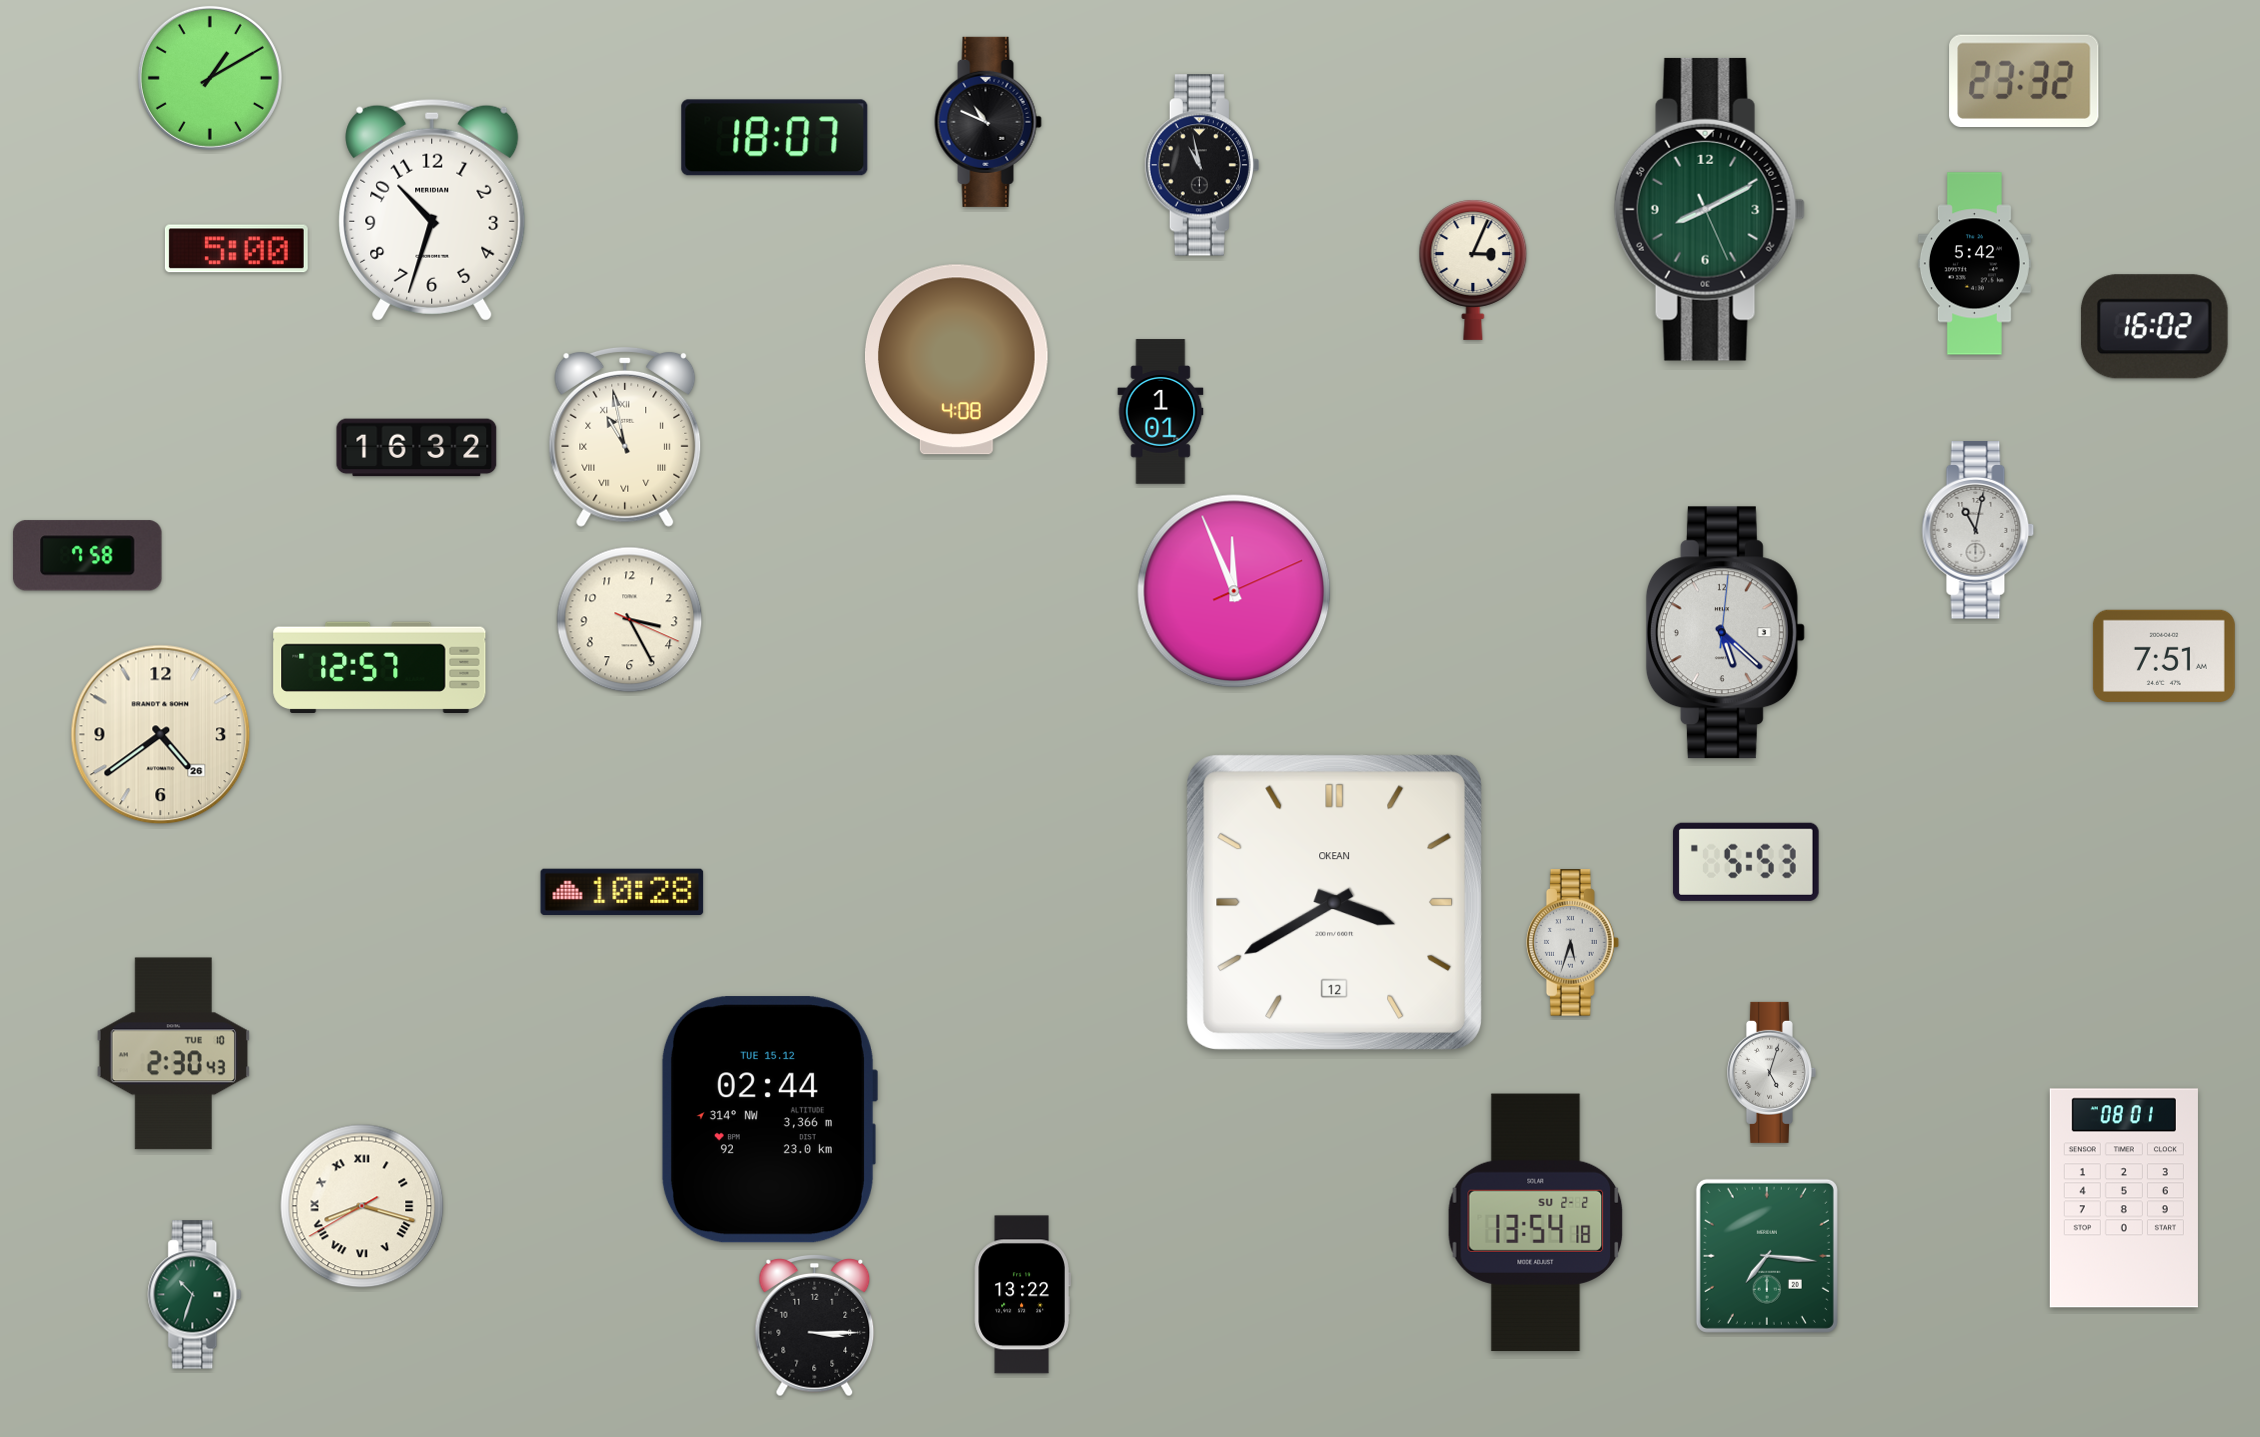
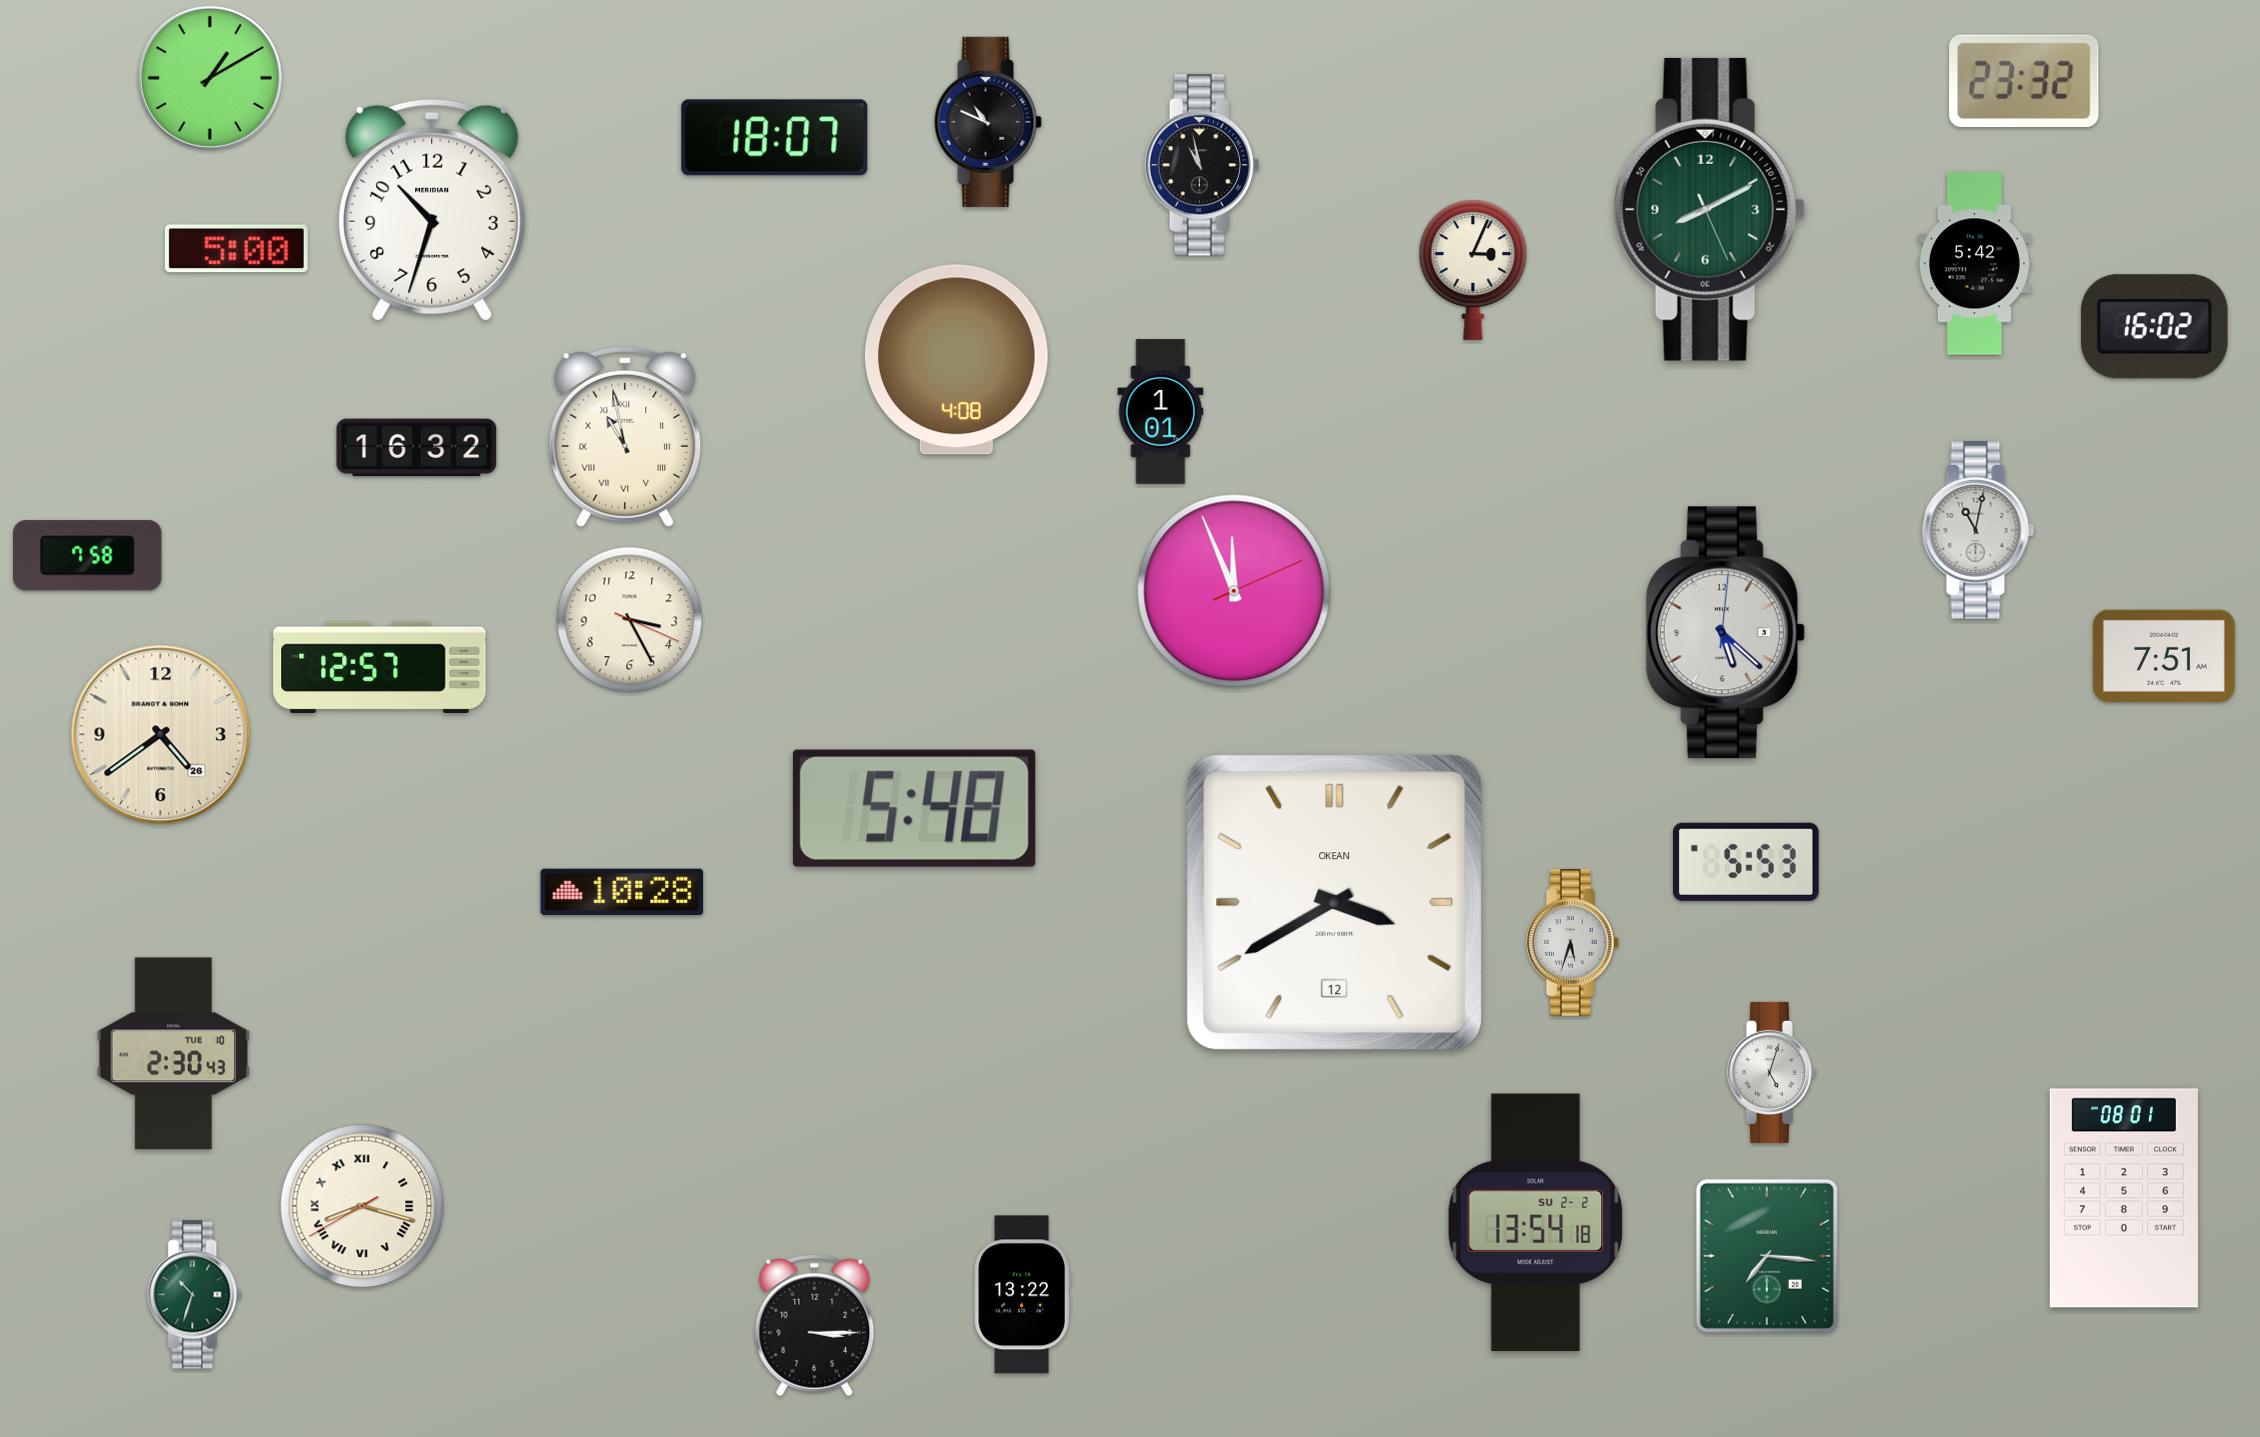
clock at (914, 808): none -> 5:48
clock at (769, 1120): 02:44 -> none
